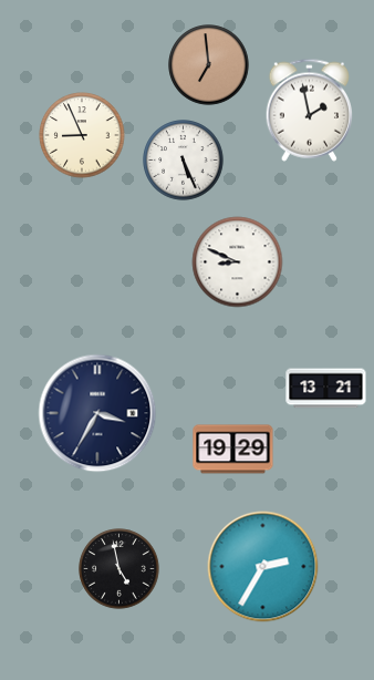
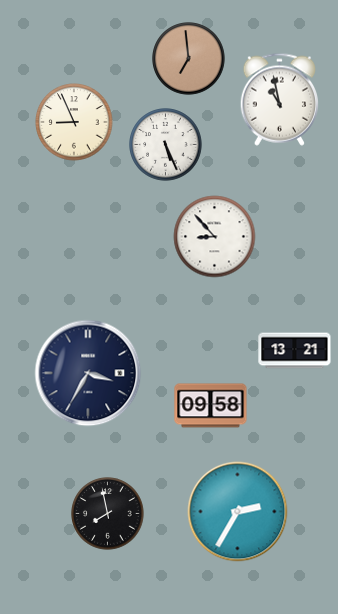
clock at (309, 110): 1:58 -> 10:58
clock at (238, 262): 8:49 -> 8:53
clock at (233, 450): 19:29 -> 09:58
clock at (120, 569): 4:58 -> 7:58
